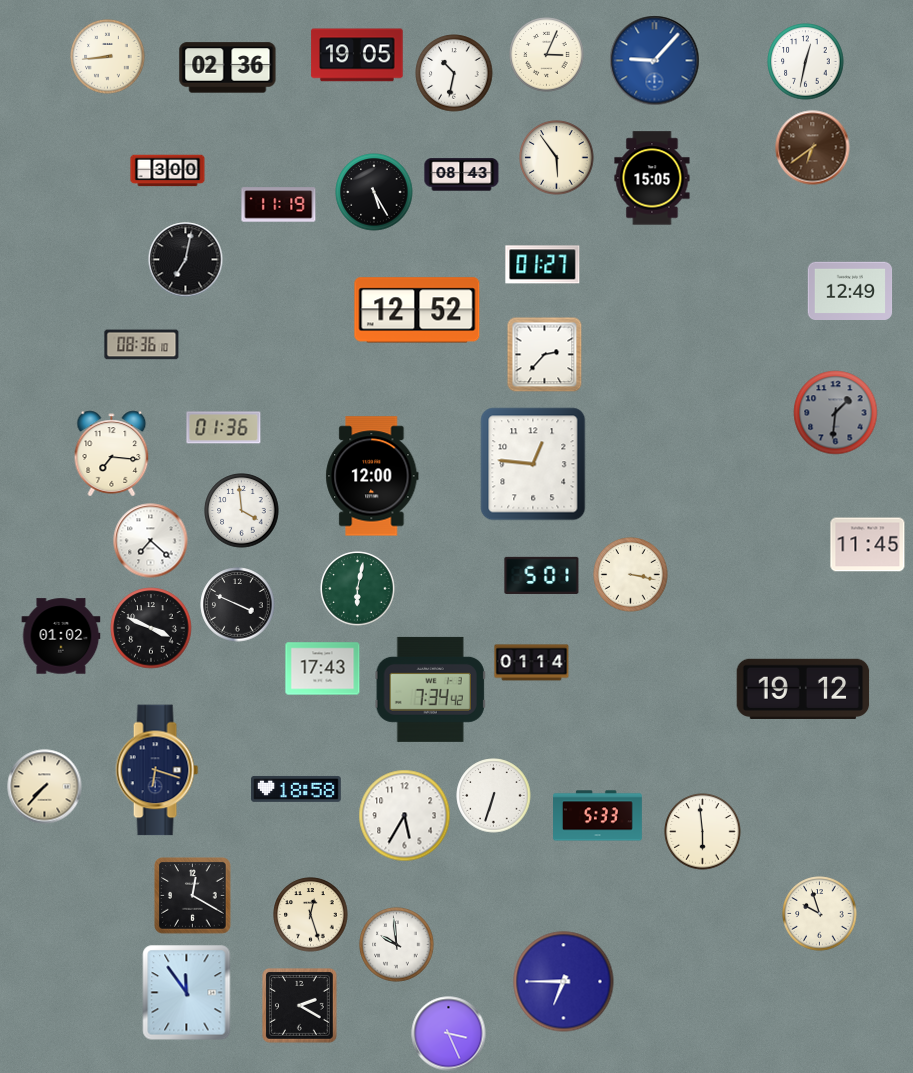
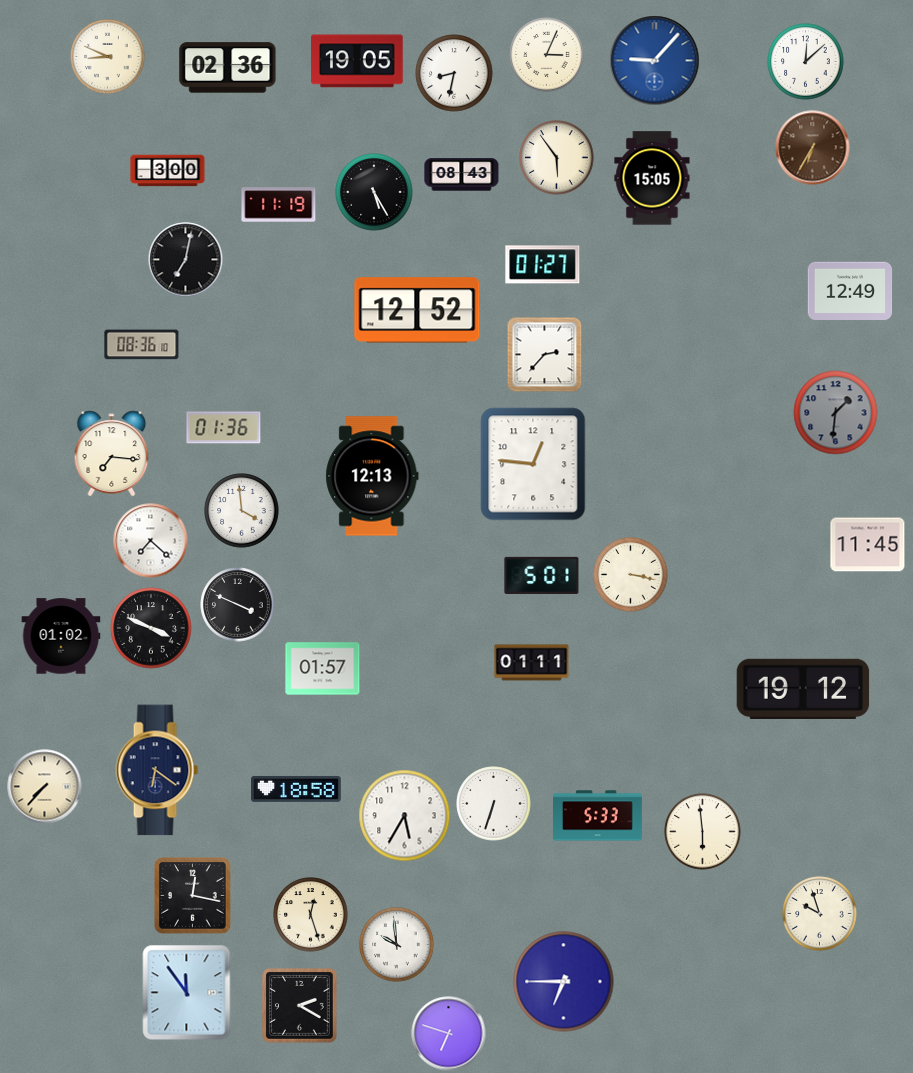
clock at (357, 55) position: (357, 55) -> (357, 61)
clock at (108, 57): 8:44 -> 8:49
clock at (806, 62): 12:32 -> 12:08
clock at (454, 73): 10:32 -> 8:32
clock at (813, 148): 6:39 -> 6:35
clock at (372, 476): 12:00 -> 12:13
clock at (358, 589): 6:02 -> none
clock at (532, 663): 01:14 -> 01:11
clock at (323, 669): 17:43 -> 01:57
clock at (430, 689): 7:34 -> none
clock at (157, 770): 6:18 -> 6:21
clock at (494, 796) position: (494, 796) -> (494, 804)
clock at (193, 896): 12:20 -> 12:17
clock at (449, 1034): 3:26 -> 6:48
